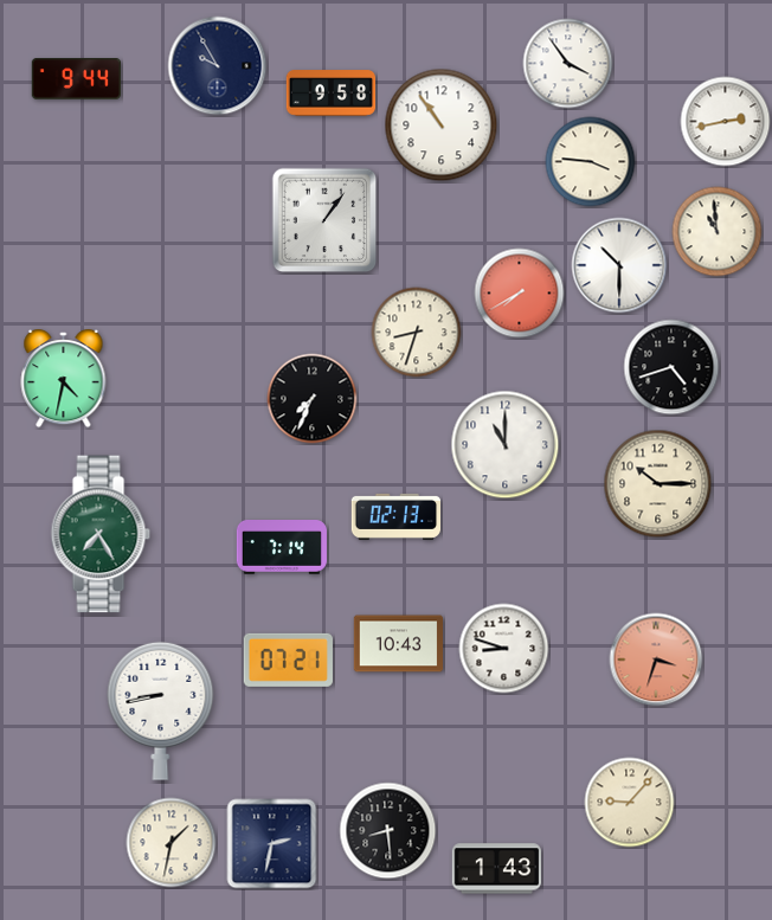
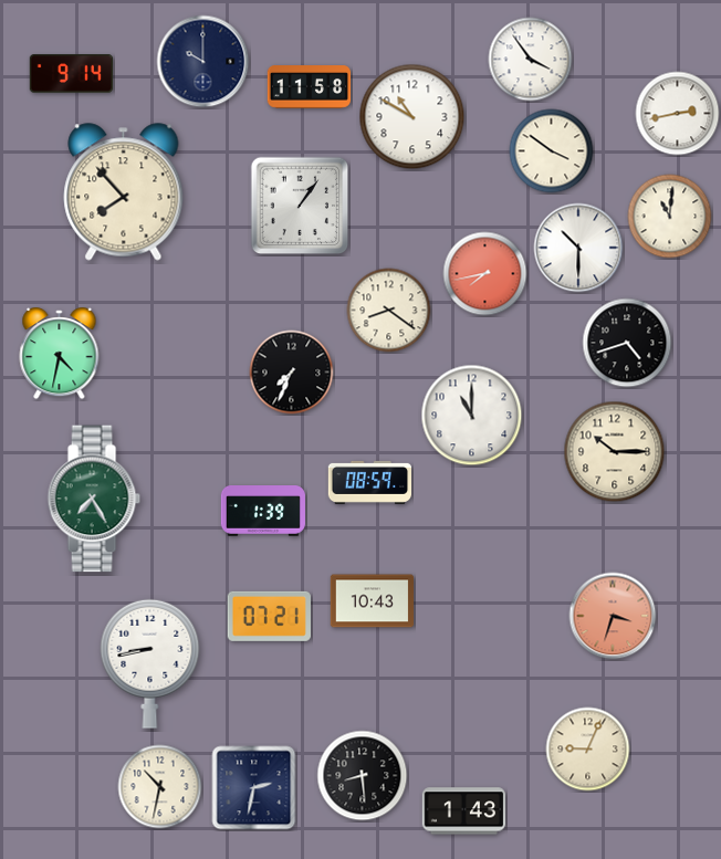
clock at (218, 66): 9:55 -> 10:00
clock at (76, 79): 9:44 -> 9:14
clock at (332, 94): 9:58 -> 11:58
clock at (442, 126): 10:54 -> 10:50
clock at (591, 162): 3:46 -> 3:51
clock at (124, 192): none -> 7:53
clock at (324, 220) position: (324, 220) -> (300, 206)
clock at (718, 232): 10:59 -> 11:01
clock at (520, 294): 7:40 -> 7:43
clock at (417, 333): 8:33 -> 8:21
clock at (395, 516): 02:13 -> 08:59
clock at (281, 548): 7:14 -> 1:39
clock at (504, 649): 8:48 -> none
clock at (630, 803): 9:07 -> 9:04
clock at (172, 843): 1:32 -> 10:32
